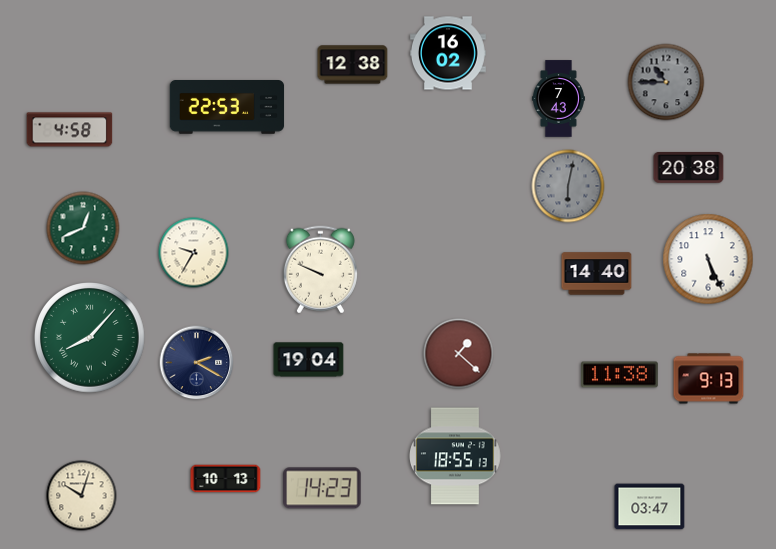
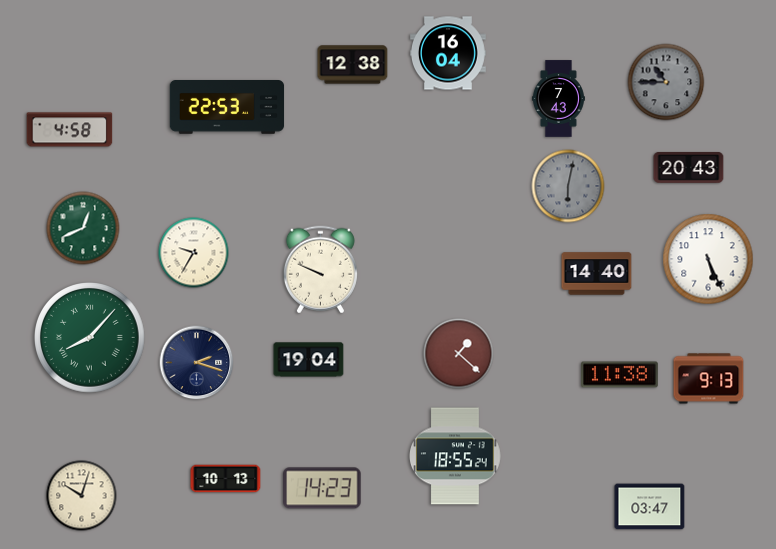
clock at (448, 53): 16:02 -> 16:04
clock at (689, 167): 20:38 -> 20:43
clock at (197, 363): 2:20 -> 2:18
clock at (456, 456): 18:55:13 -> 18:55:24
